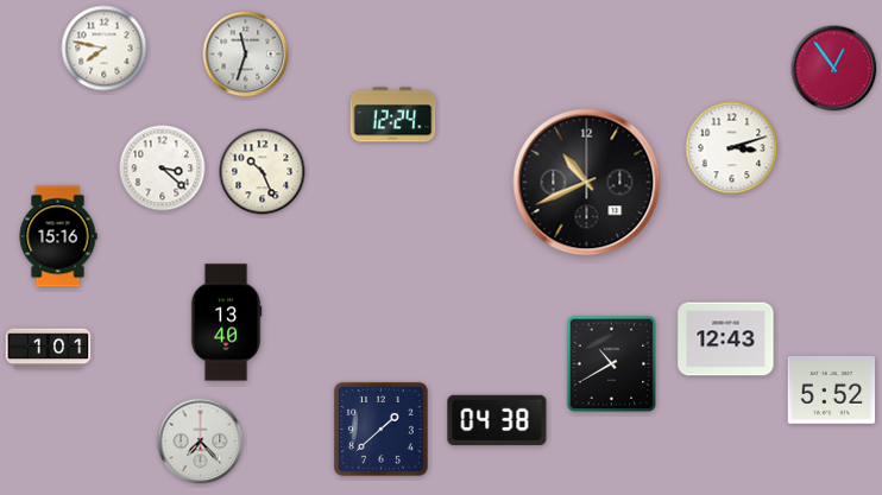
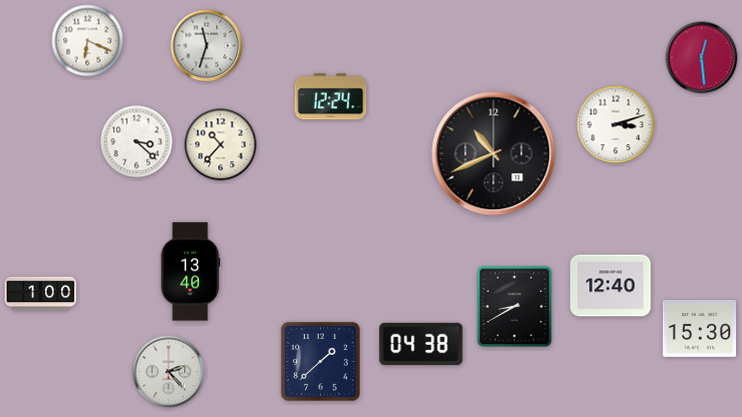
clock at (105, 49): 7:47 -> 6:19
clock at (834, 69): 12:54 -> 12:29
clock at (263, 172): 10:26 -> 10:37
clock at (58, 236): 15:16 -> none
clock at (726, 339): 12:43 -> 12:40
clock at (49, 349): 1:01 -> 1:00
clock at (612, 364): 10:40 -> 8:40
clock at (832, 389): 5:52 -> 15:30
clock at (497, 420) position: (497, 420) -> (421, 344)
clock at (201, 442): 7:23 -> 2:23
